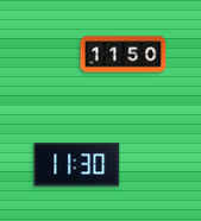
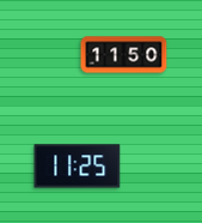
clock at (77, 165): 11:30 -> 11:25
